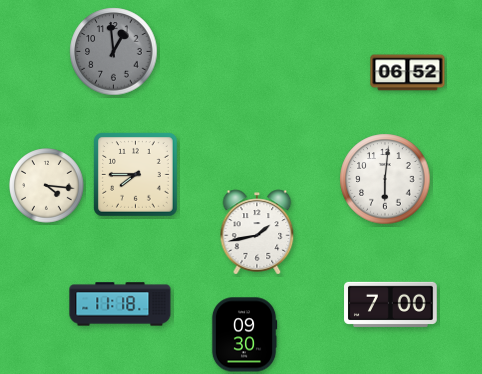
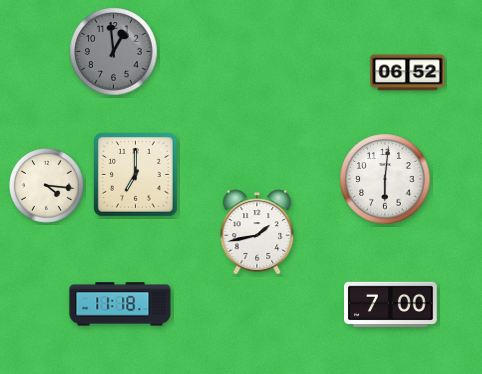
clock at (136, 175): 7:45 -> 7:00
clock at (244, 335): 09:30 -> none
